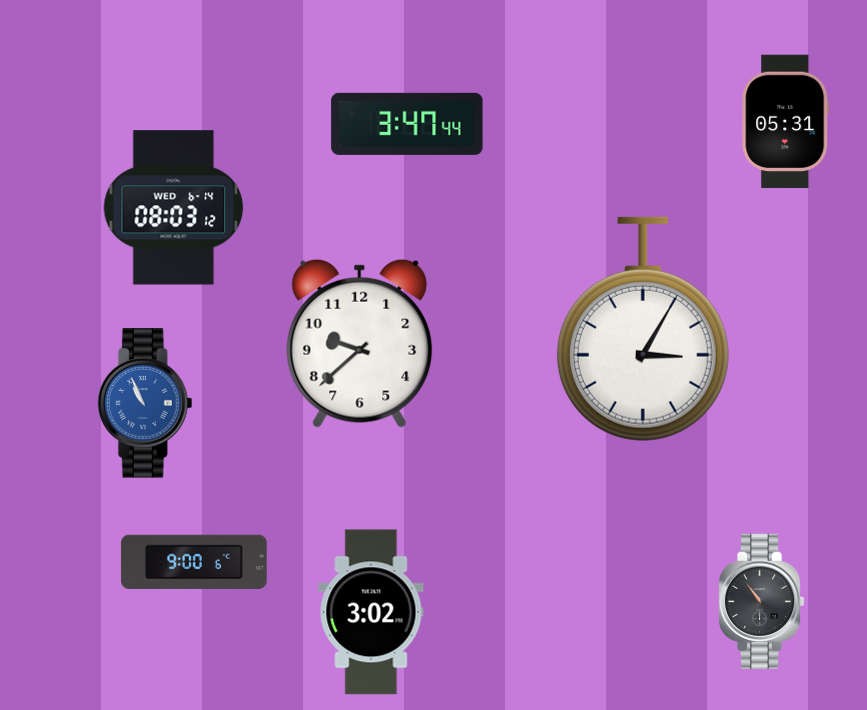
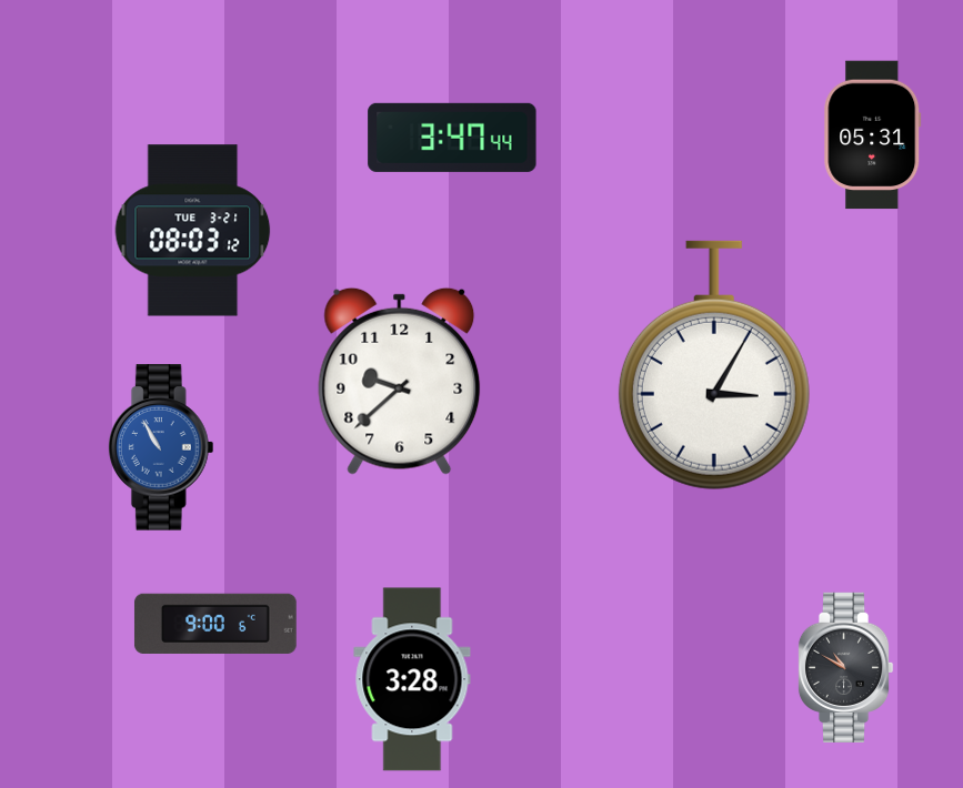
clock at (174, 208) date: WED 6-14 -> TUE 3-21
clock at (145, 403): 10:56 -> 10:55
clock at (761, 601): 10:54 -> 10:50
clock at (371, 612): 3:02 -> 3:28
